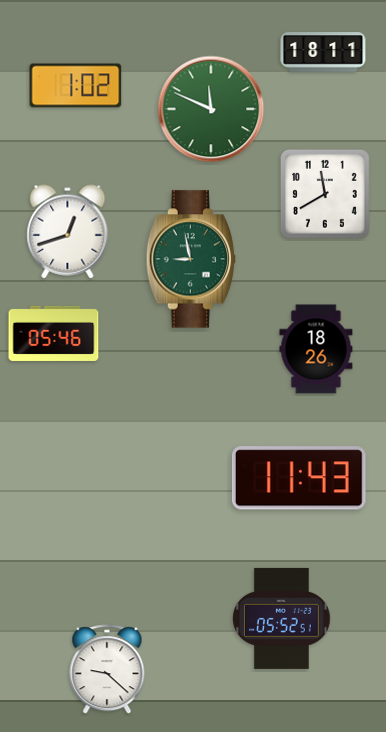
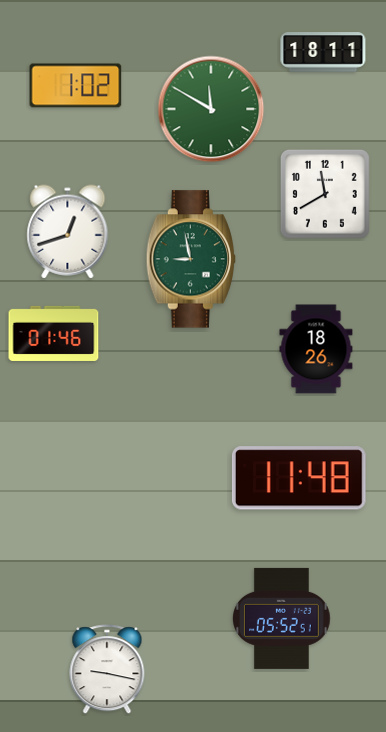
clock at (211, 109): 11:49 -> 11:50
clock at (54, 333): 05:46 -> 01:46
clock at (299, 478): 11:43 -> 11:48
clock at (107, 670): 9:22 -> 9:17
